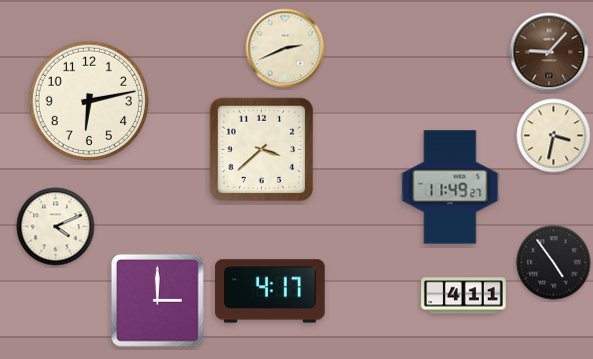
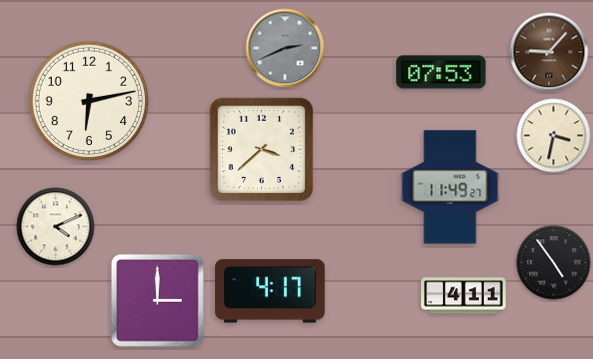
clock at (285, 48) dial: cream -> grey
clock at (441, 72): none -> 07:53
